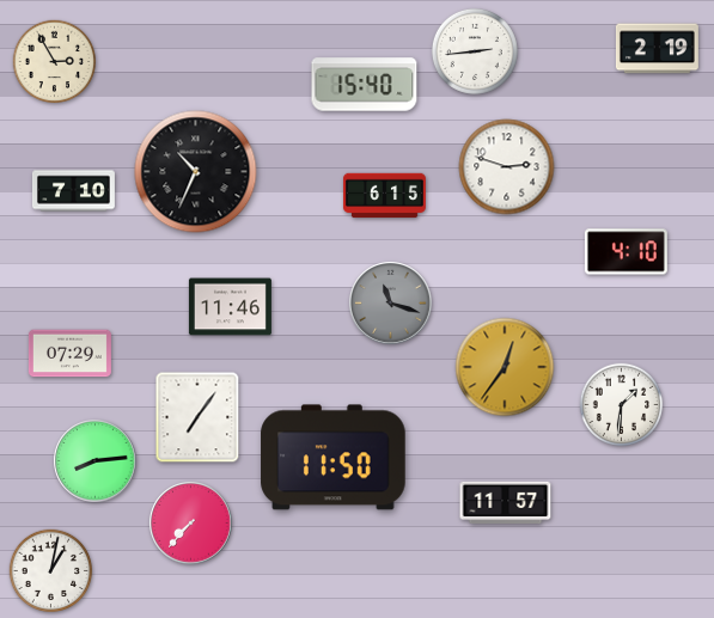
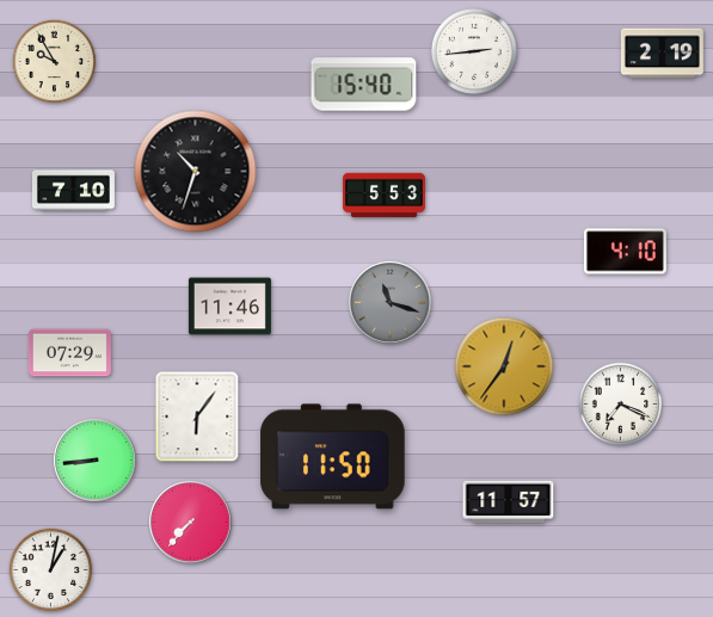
clock at (657, 49) position: (657, 49) -> (662, 54)
clock at (55, 62): 2:55 -> 9:55
clock at (507, 167): 2:48 -> none
clock at (196, 172): 10:34 -> 10:33
clock at (384, 196): 6:15 -> 5:53
clock at (622, 405): 1:31 -> 7:19
clock at (197, 417): 7:06 -> 6:06
clock at (96, 461): 8:14 -> 8:44
clock at (506, 502) position: (506, 502) -> (509, 501)
